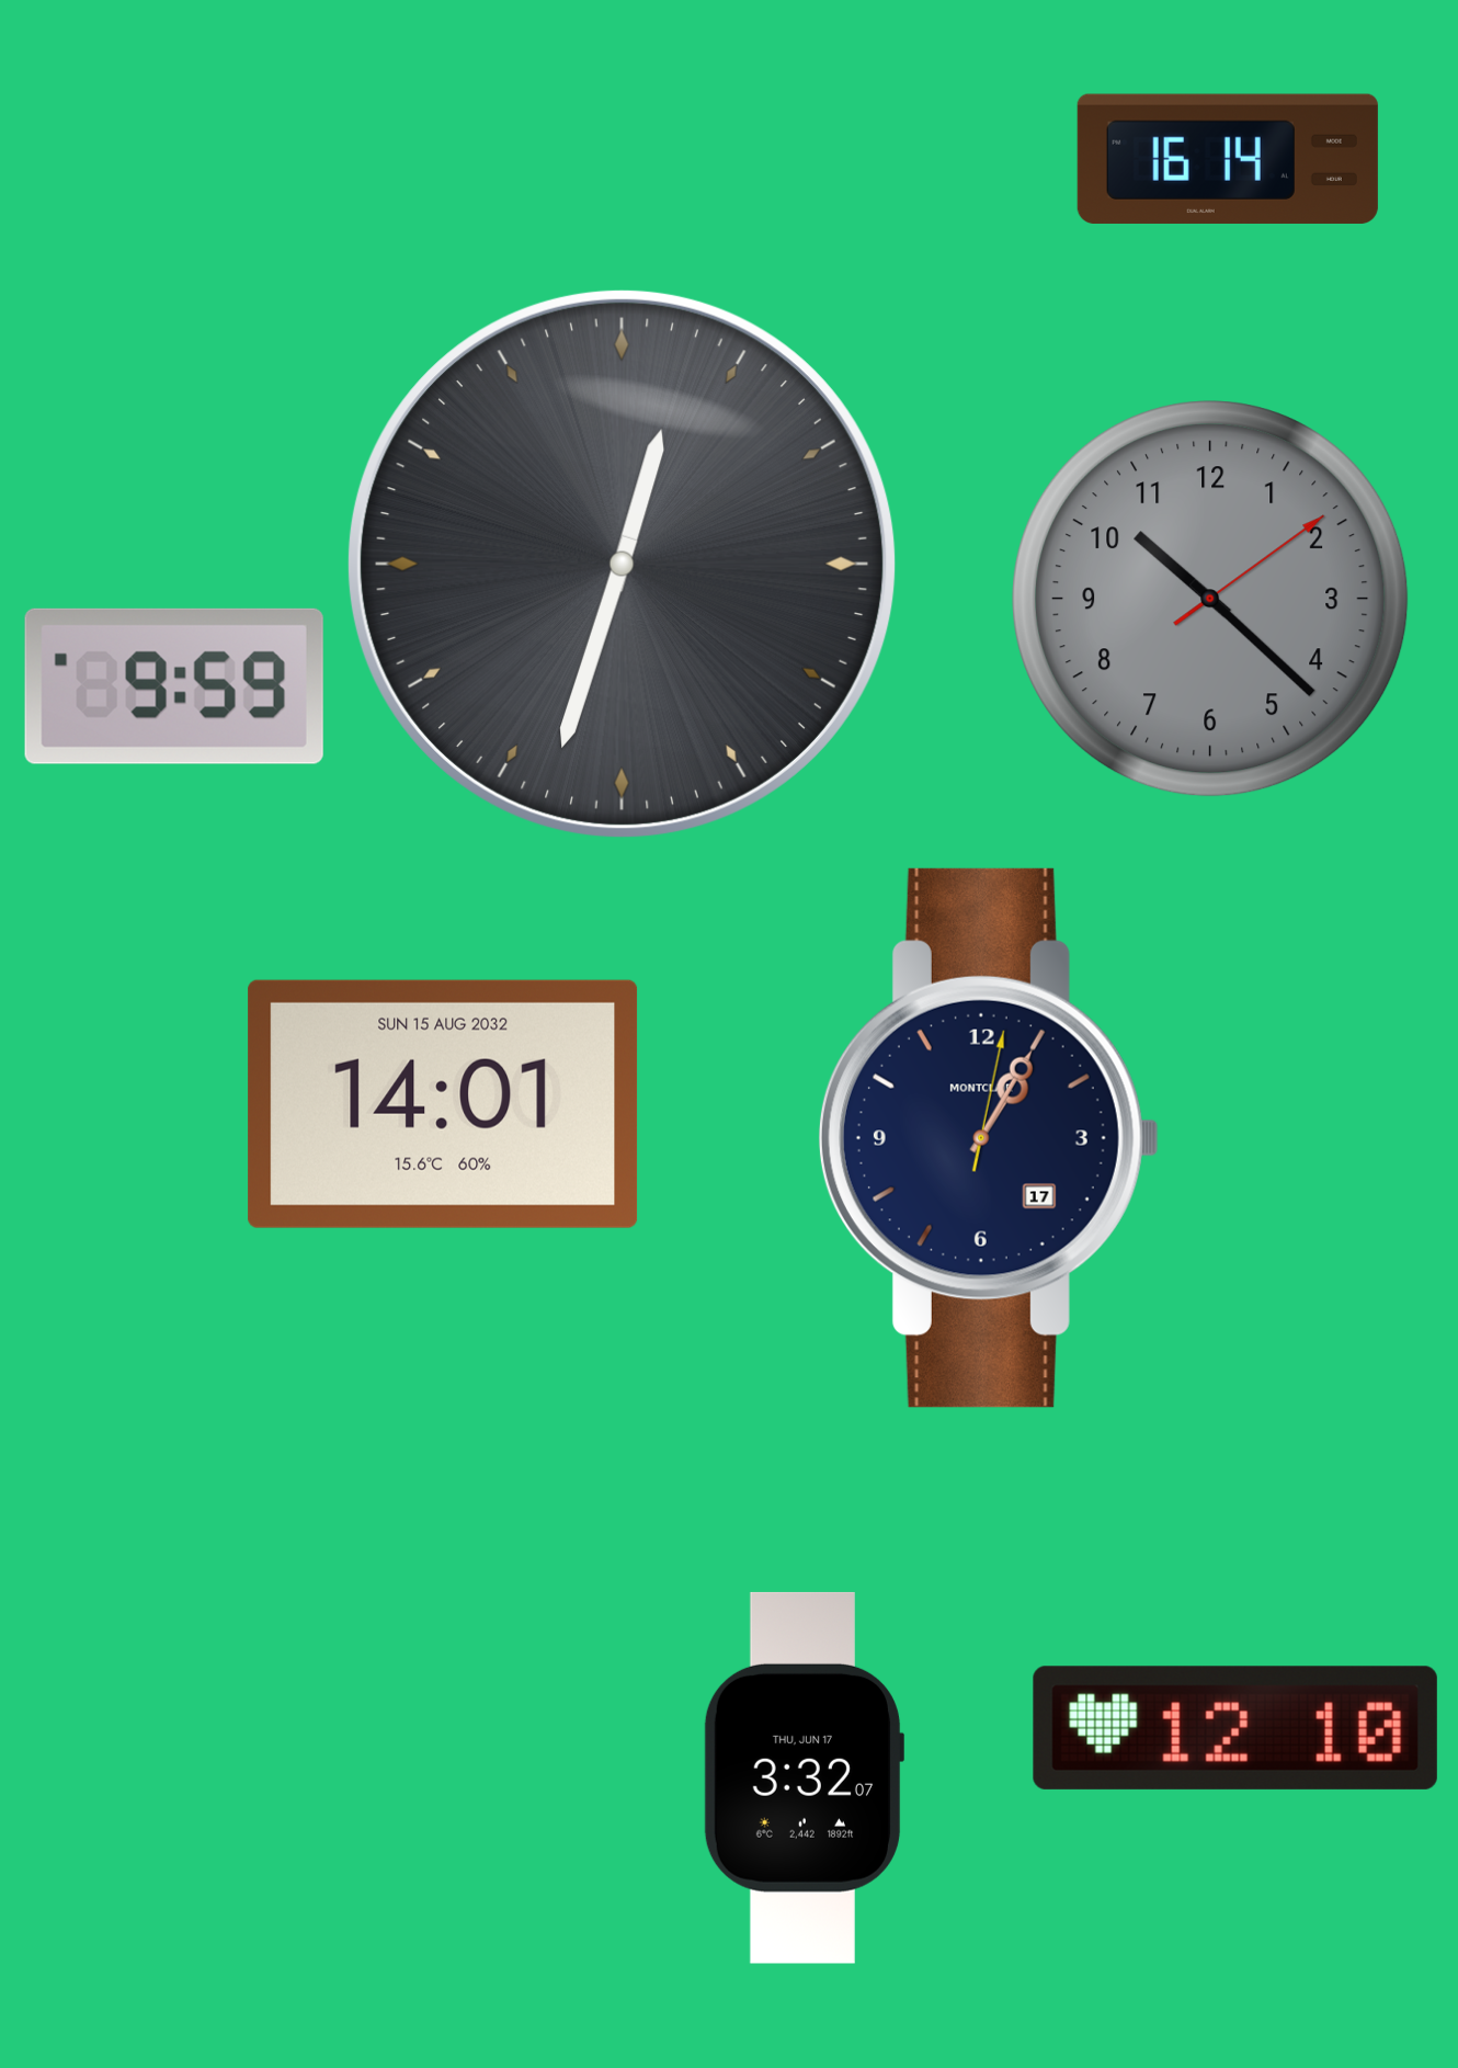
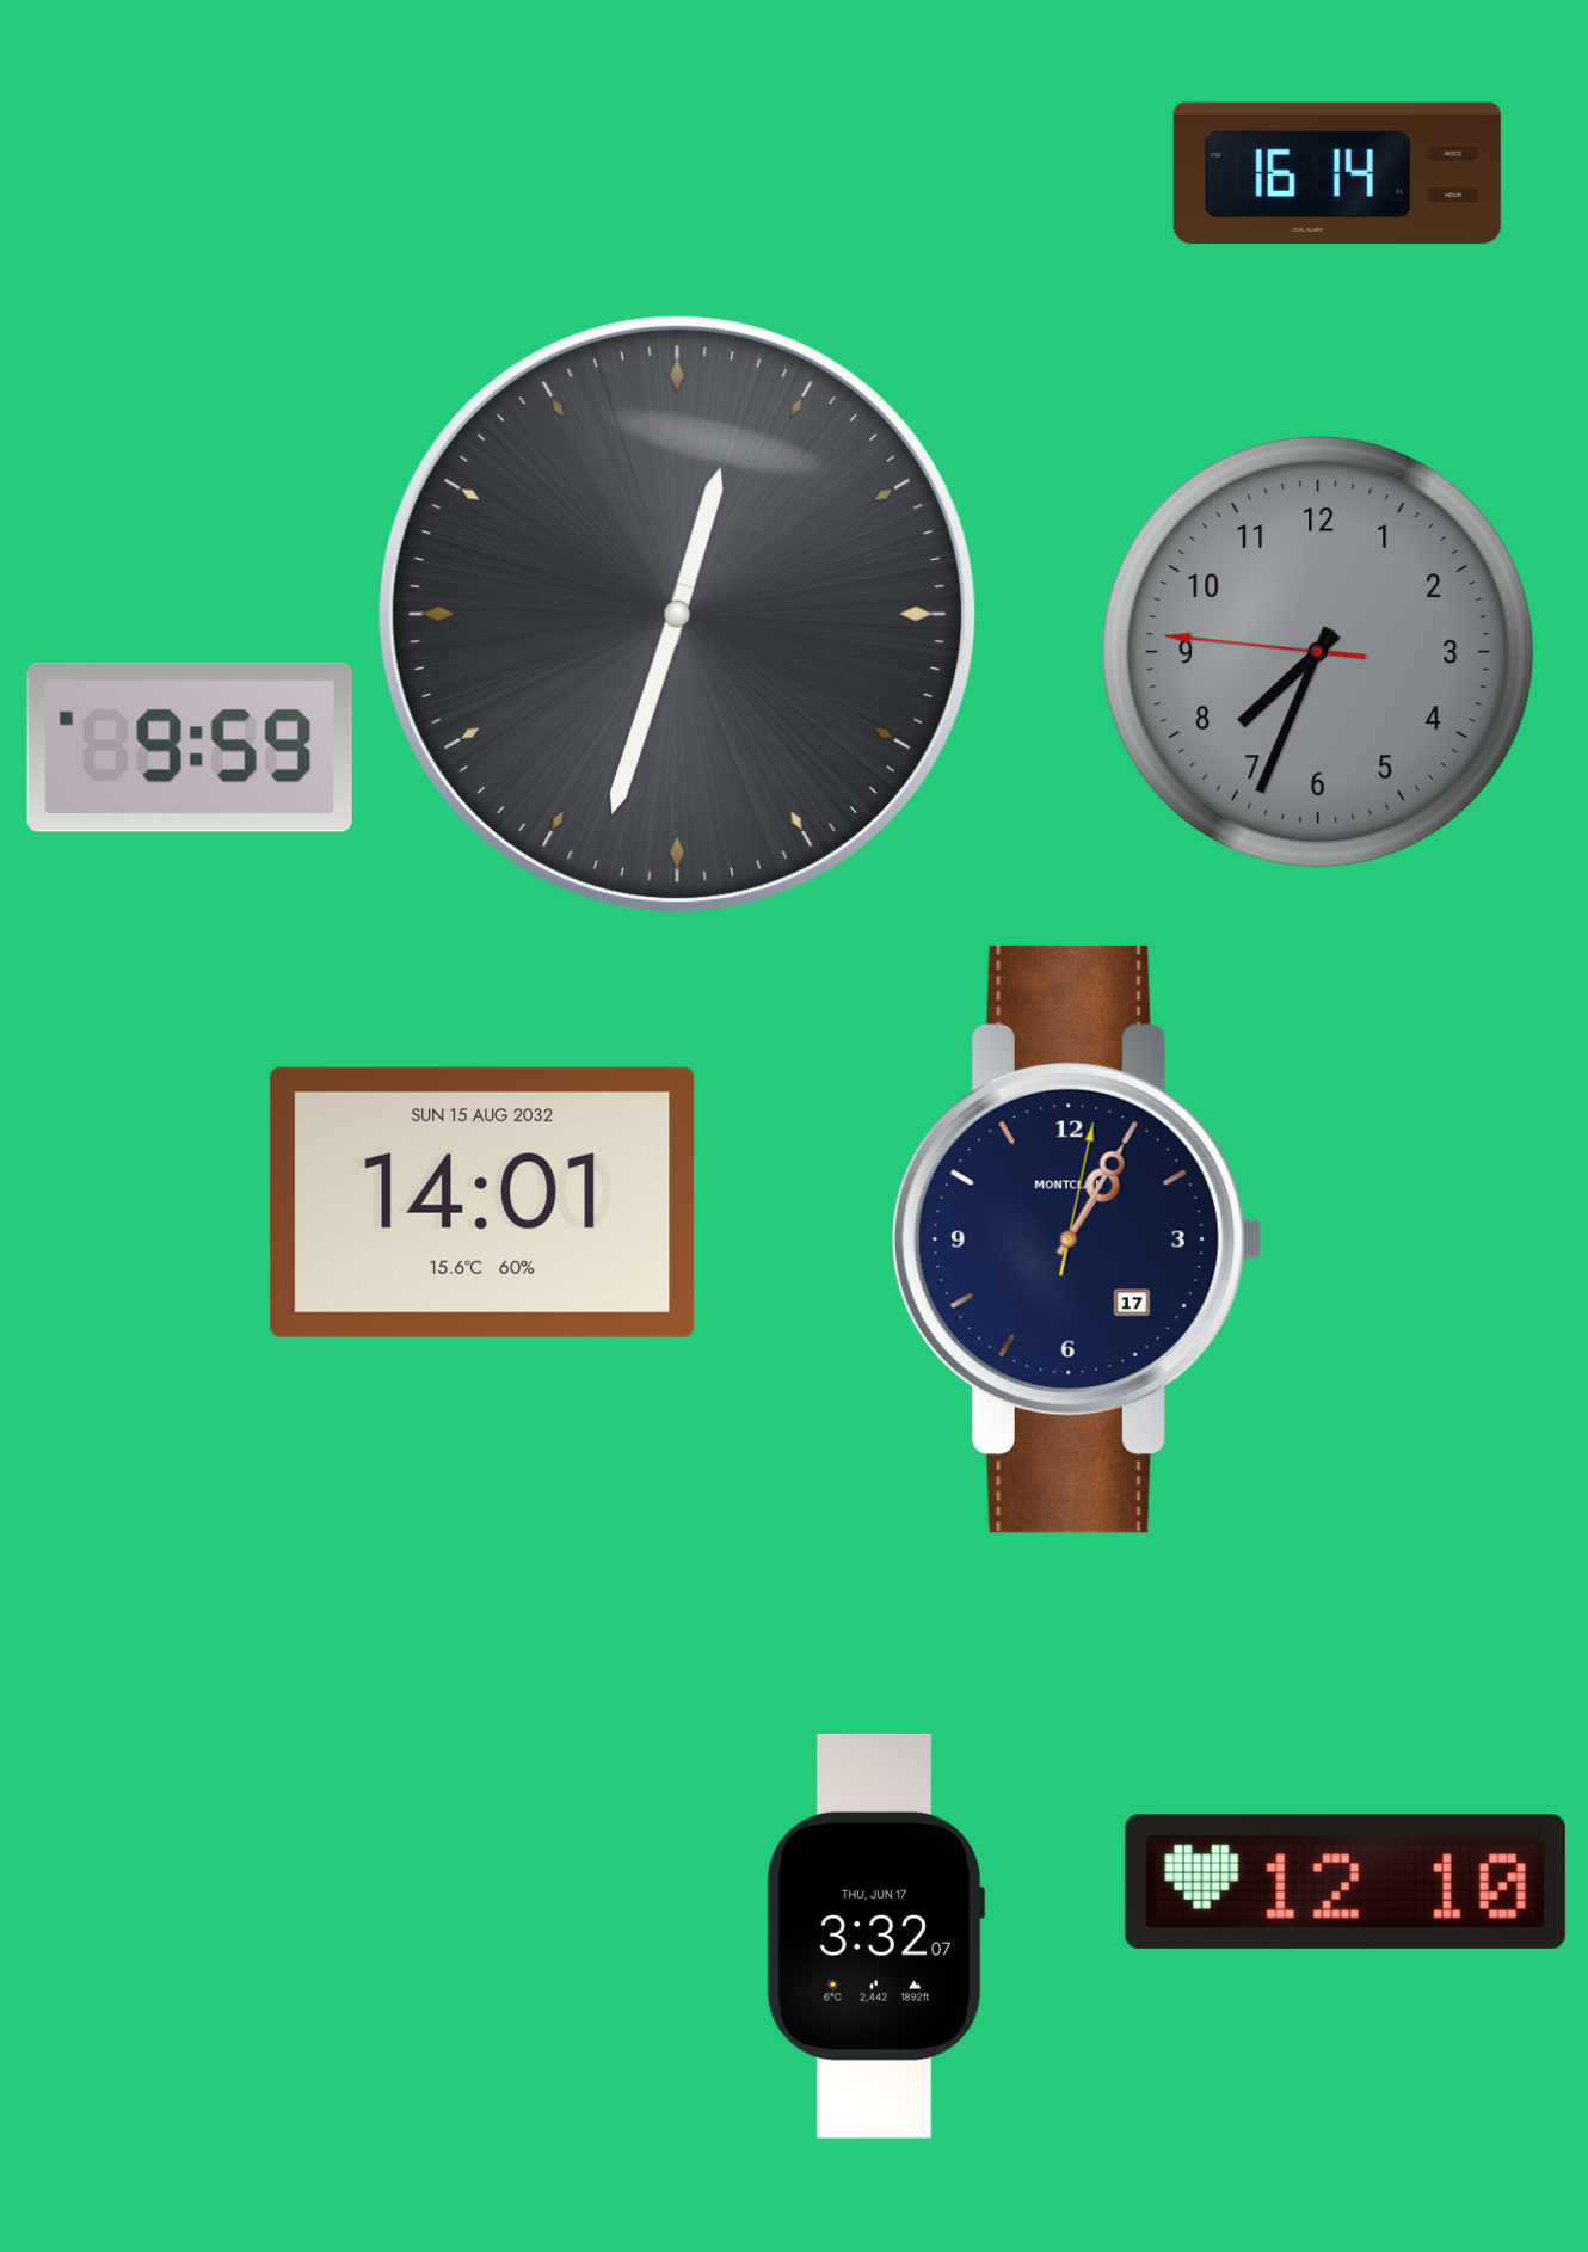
clock at (1210, 599): 10:22 -> 7:33
